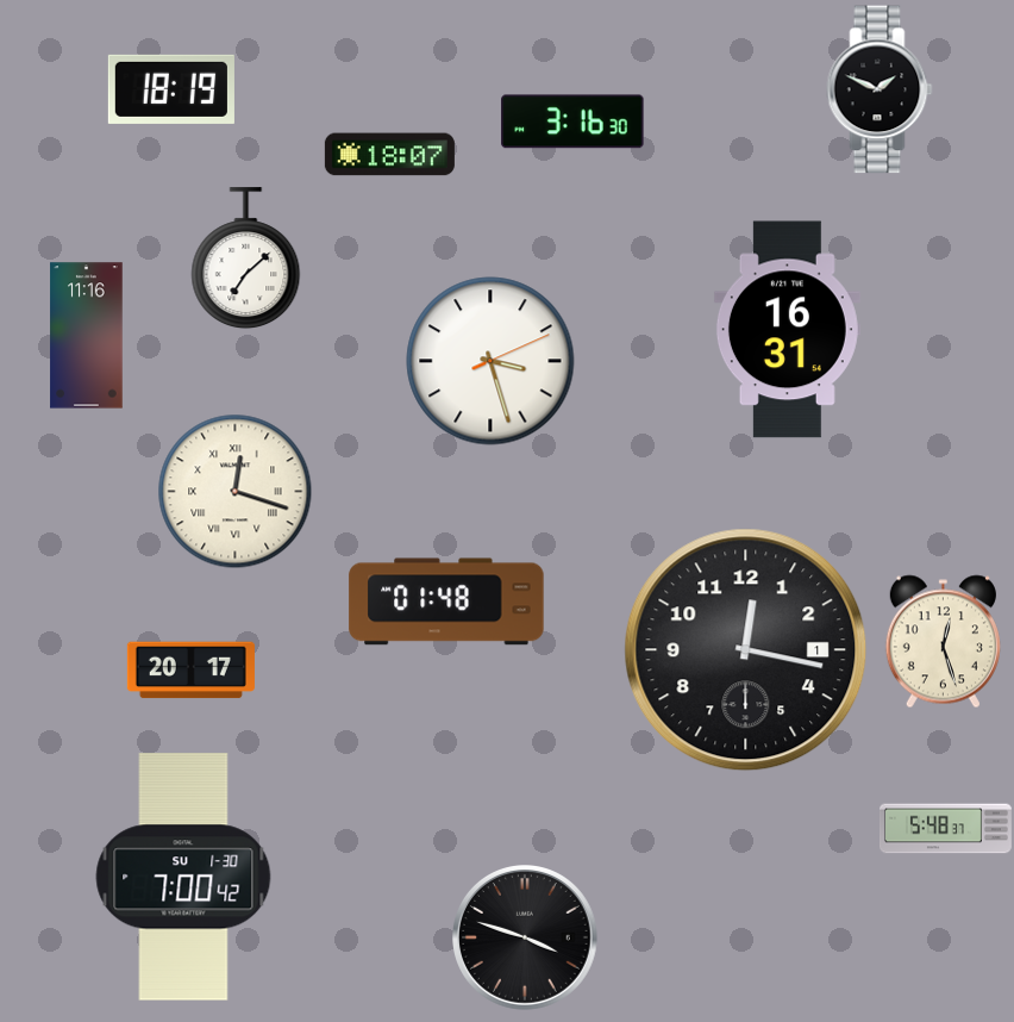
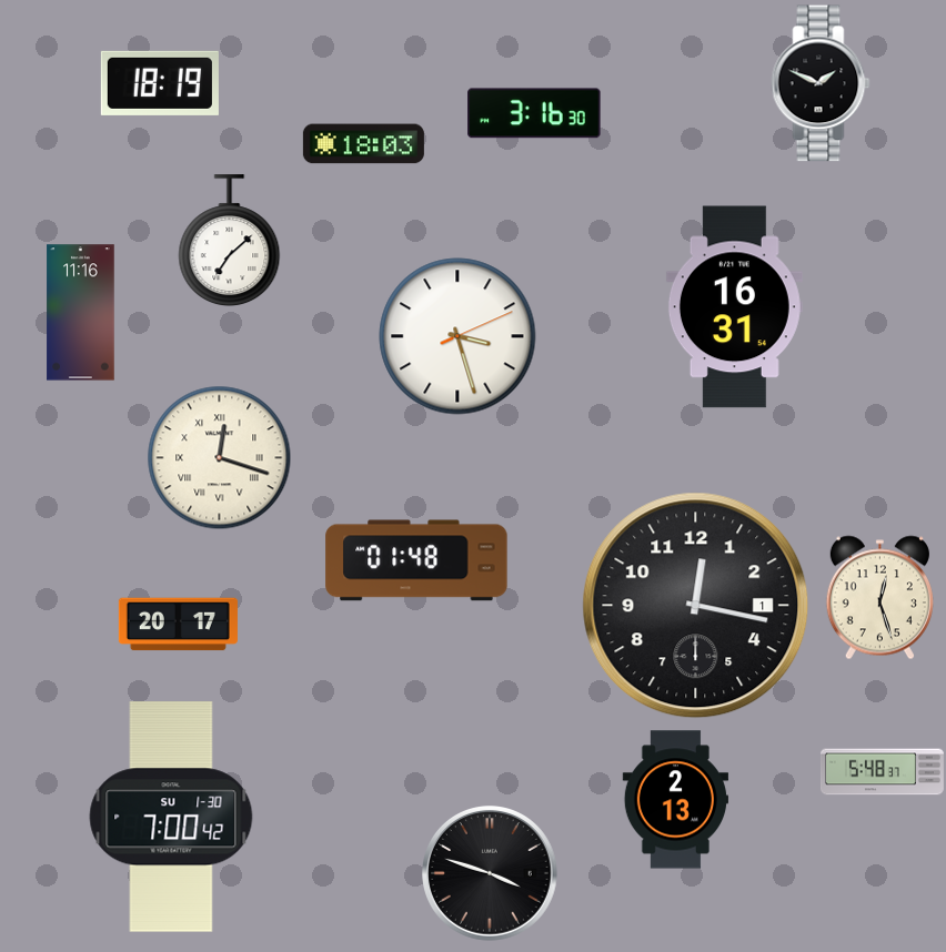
clock at (389, 155): 18:07 -> 18:03
clock at (675, 800): none -> 2:13
